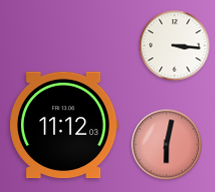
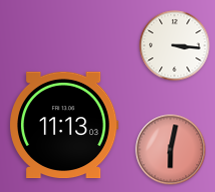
clock at (64, 125): 11:12 -> 11:13
clock at (167, 145) position: (167, 145) -> (171, 150)
